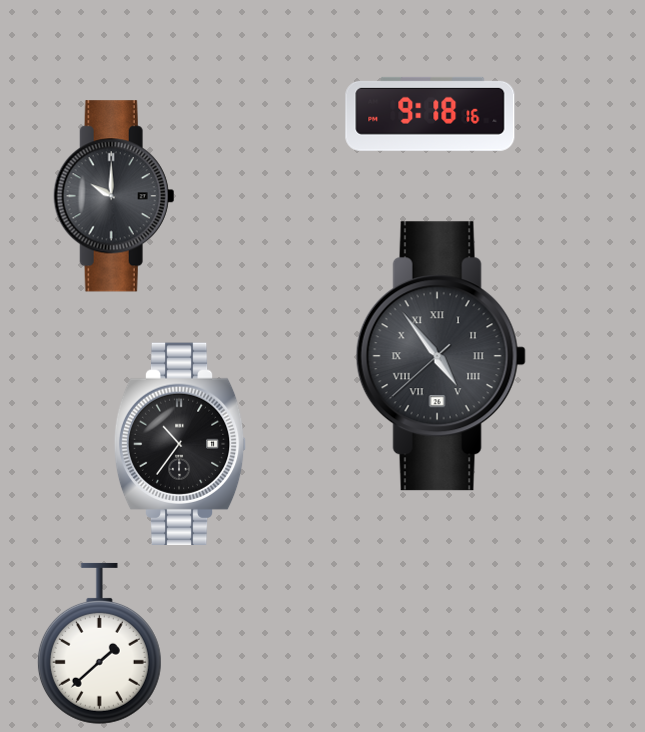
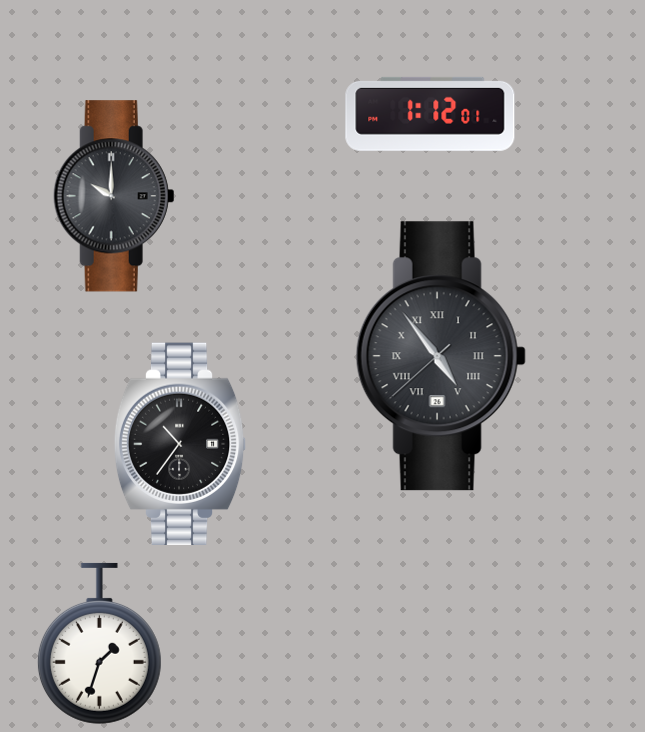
clock at (430, 114): 9:18 -> 1:12
clock at (99, 643): 1:38 -> 1:33
